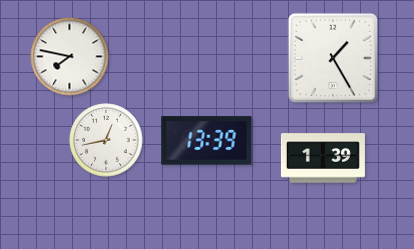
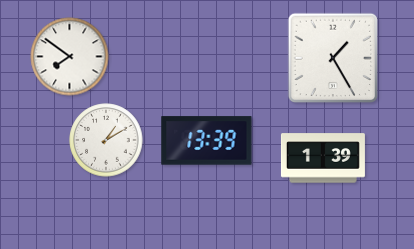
clock at (70, 57): 7:47 -> 7:51
clock at (106, 140): 12:43 -> 1:10
